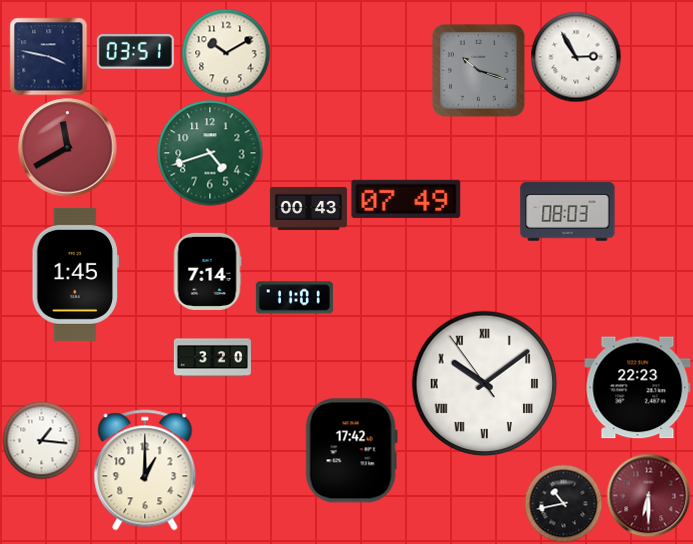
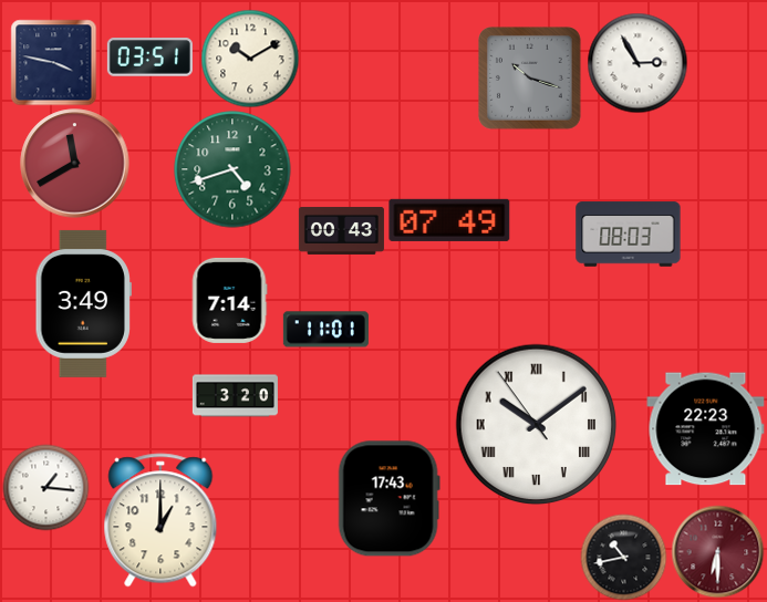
clock at (75, 274): 1:45 -> 3:49
clock at (351, 451): 17:42 -> 17:43
clock at (648, 495) position: (648, 495) -> (717, 551)
